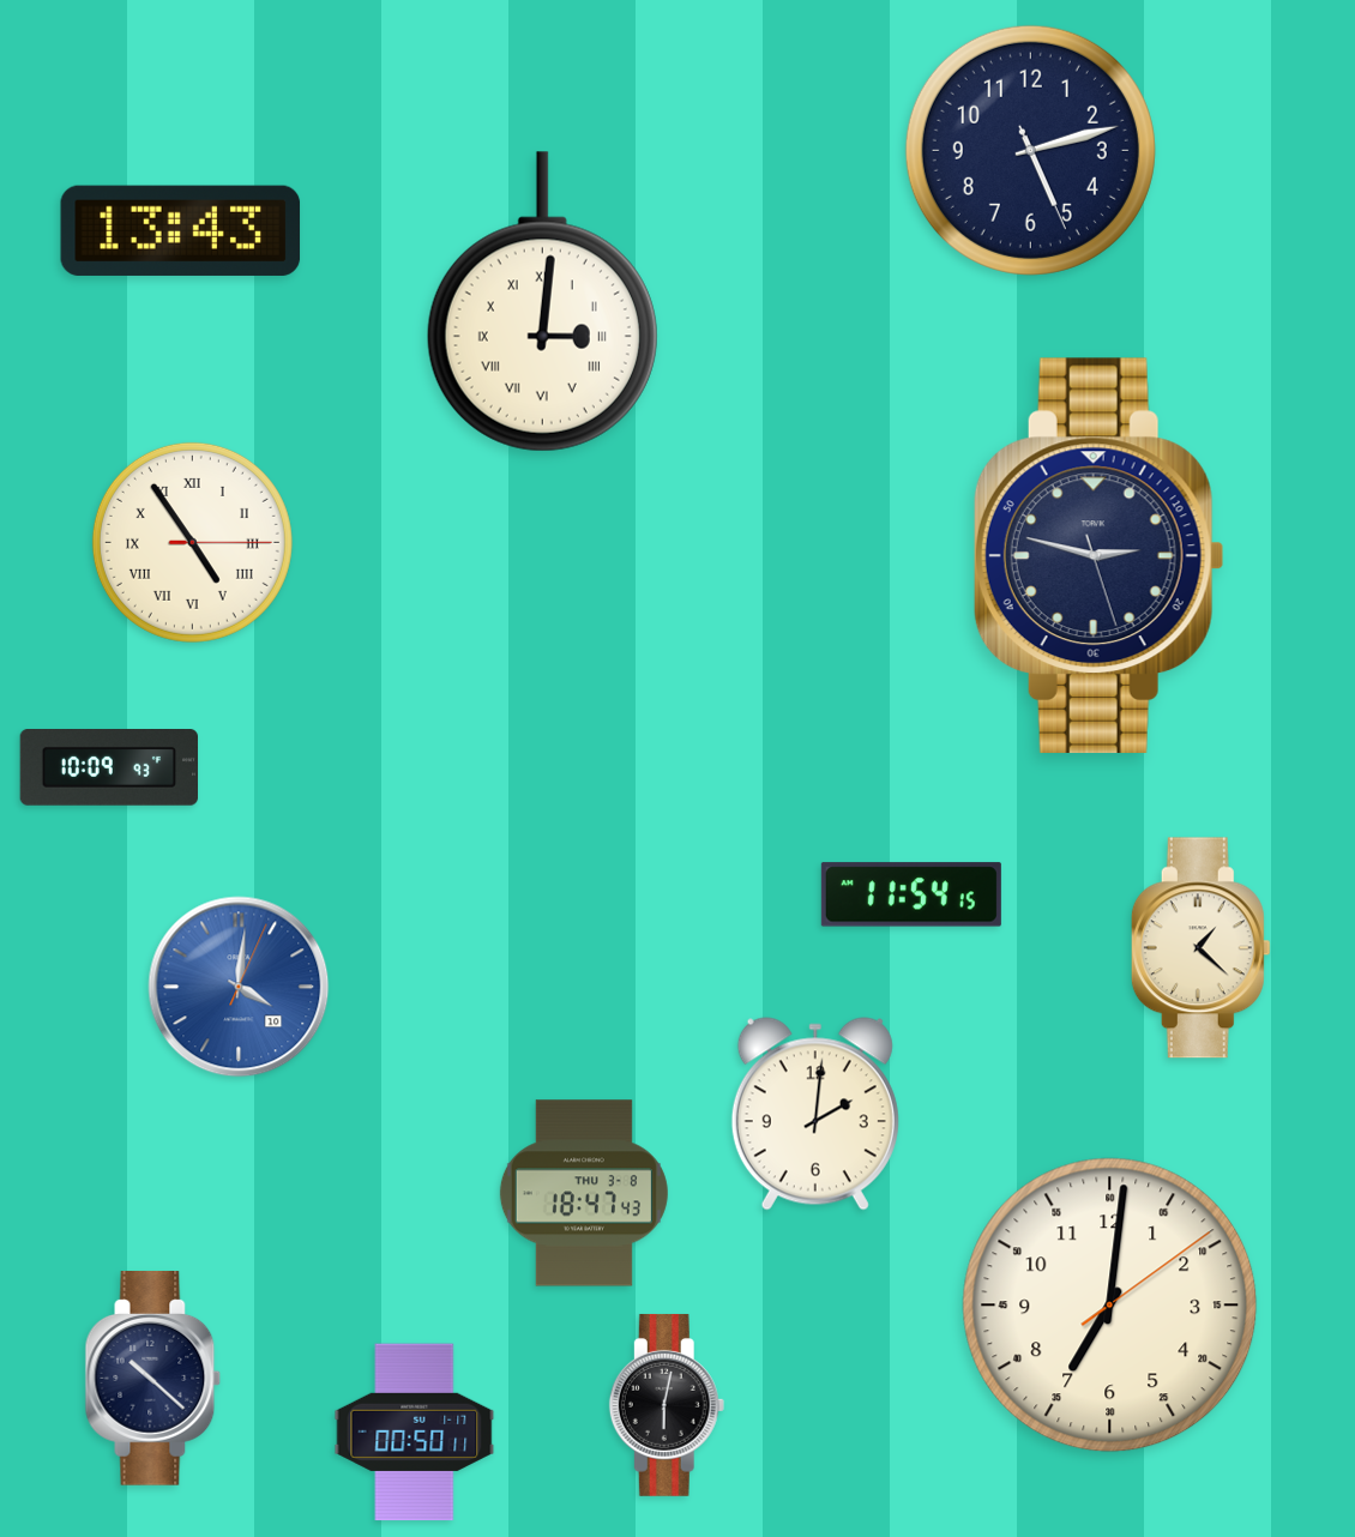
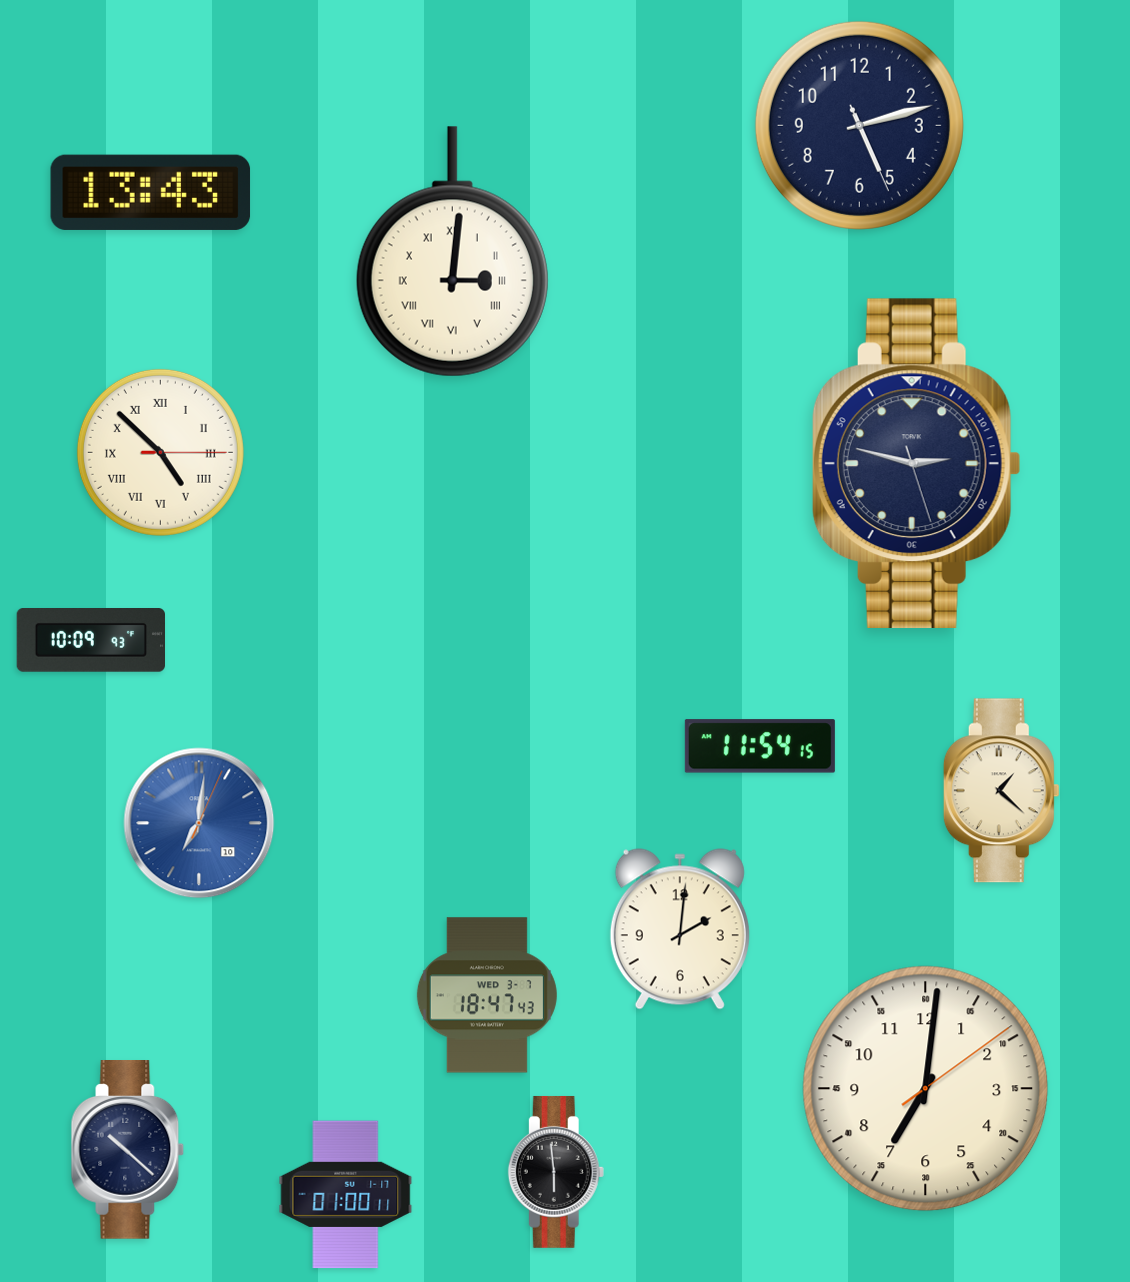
clock at (192, 542): 4:54 -> 4:52
clock at (239, 987): 4:01 -> 7:01
clock at (584, 1193) date: THU 3-8 -> WED 3-7
clock at (667, 1405): 6:02 -> 5:59
clock at (415, 1433): 00:50 -> 01:00
